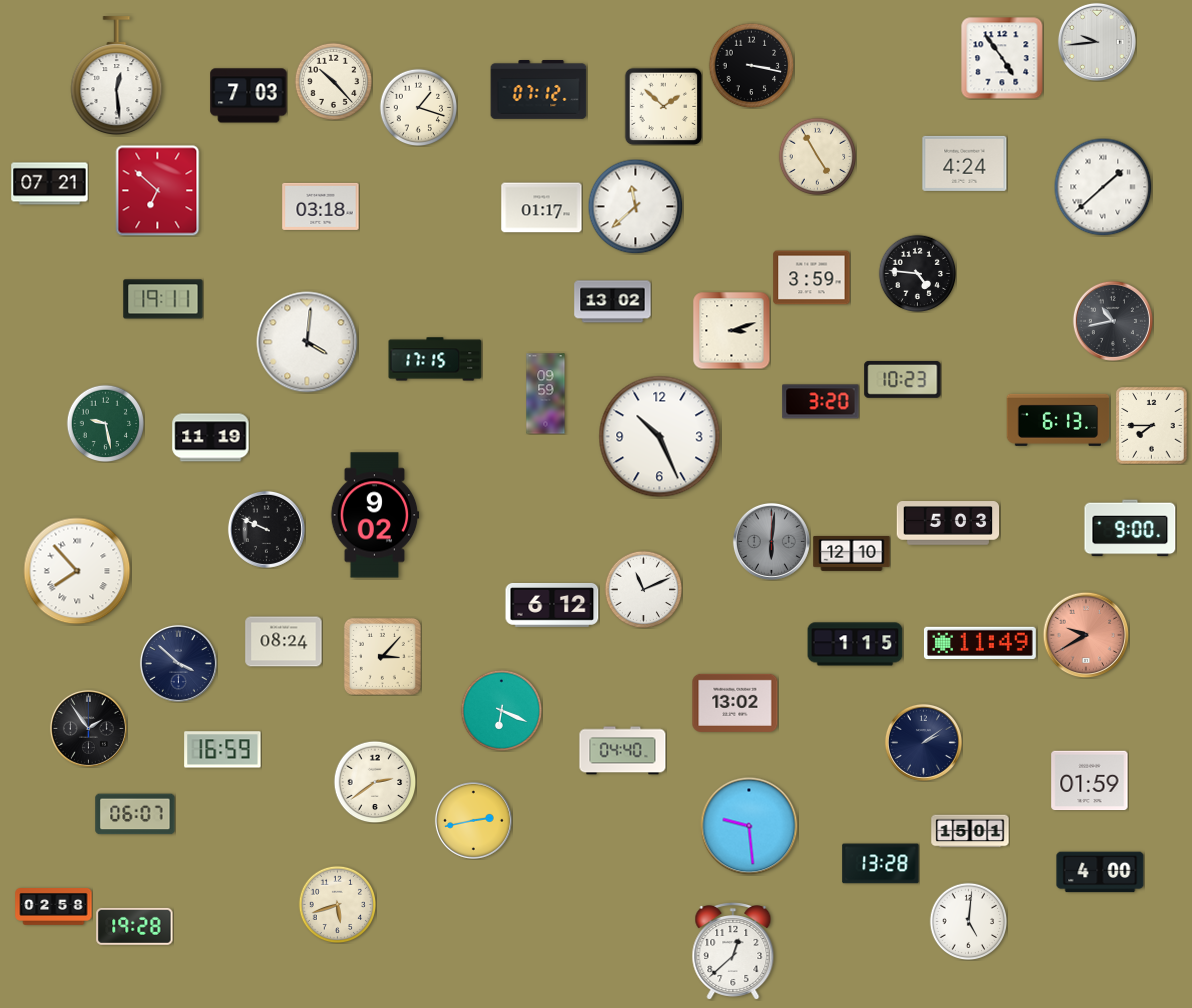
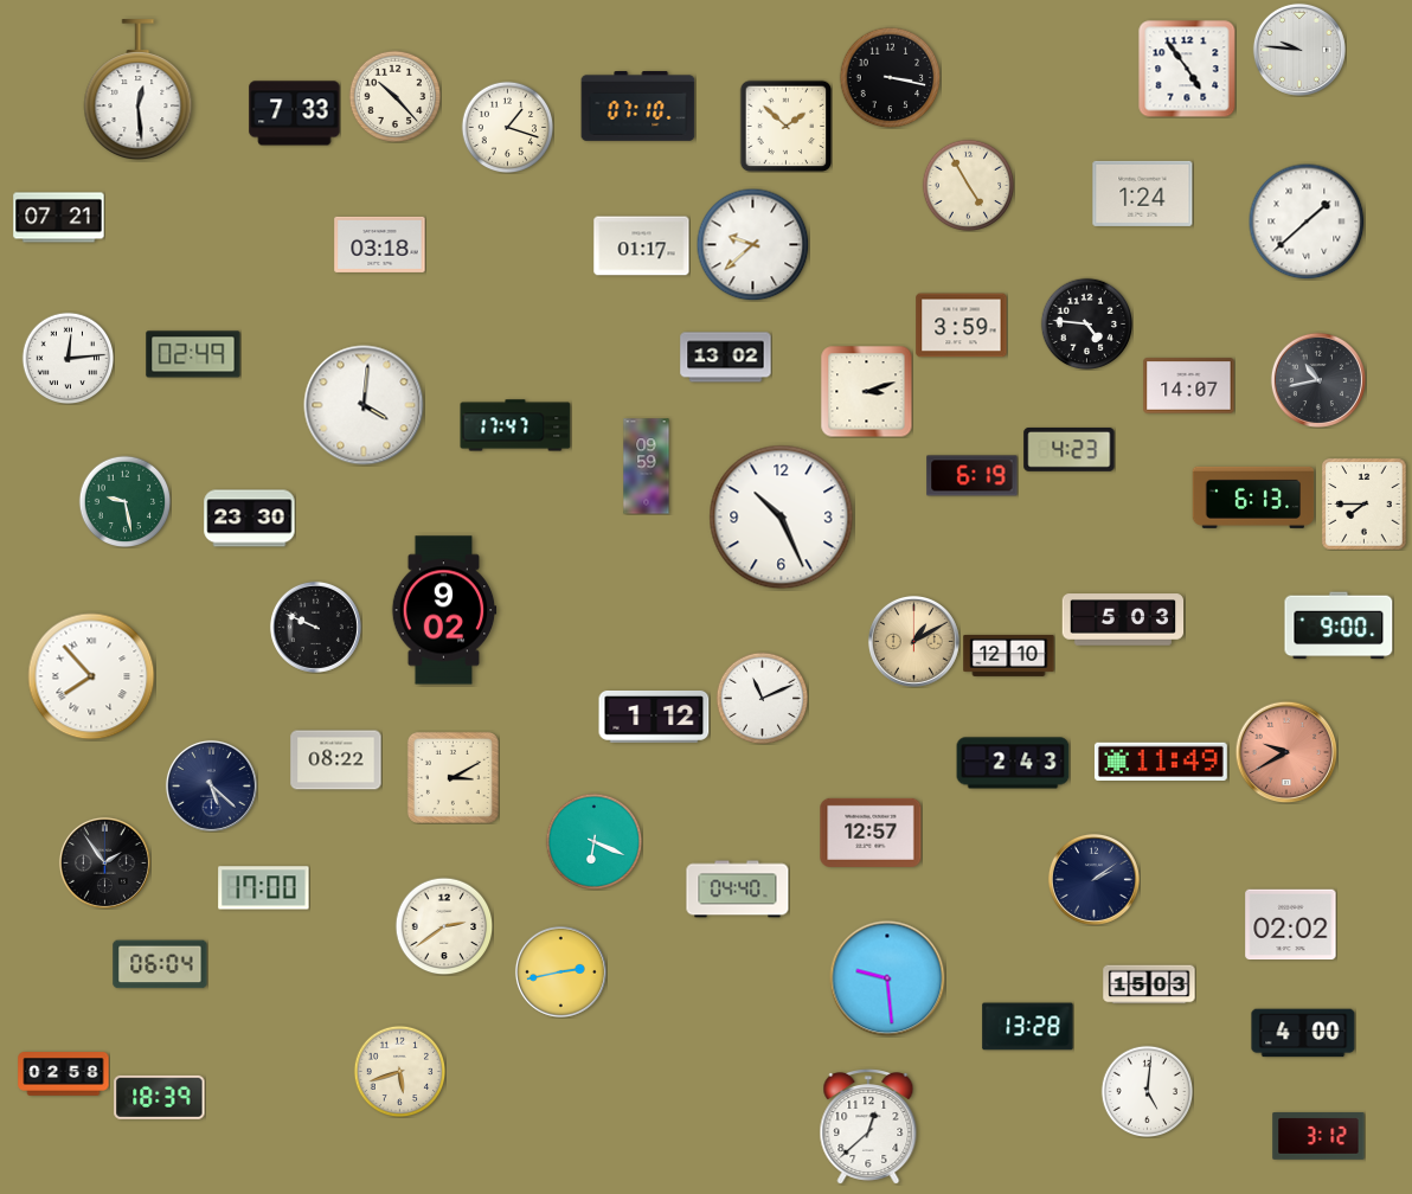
clock at (1097, 42): 9:44 -> 9:46
clock at (539, 90): 07:12 -> 07:10
clock at (249, 96): 7:03 -> 7:33
clock at (418, 107) position: (418, 107) -> (507, 127)
clock at (965, 163): 4:24 -> 1:24
clock at (158, 191): 6:52 -> none
clock at (635, 206): 11:38 -> 9:38
clock at (812, 278) position: (812, 278) -> (962, 326)
clock at (163, 299): 19:11 -> 02:49
clock at (68, 358): none -> 12:14
clock at (1189, 386): none -> 14:07
clock at (435, 359): 17:15 -> 17:47
clock at (903, 379): 10:23 -> 4:23
clock at (821, 402): 3:20 -> 6:19
clock at (211, 438): 11:19 -> 23:30
clock at (771, 541): 6:01 -> 1:10
clock at (771, 541) dial: grey -> champagne
clock at (552, 605): 6:12 -> 1:12
clock at (284, 642): 08:24 -> 08:22
clock at (855, 644): 1:15 -> 2:43
clock at (382, 656): 3:07 -> 3:10
clock at (178, 663): 3:52 -> 5:22
clock at (735, 703): 13:02 -> 12:57
clock at (223, 750): 16:59 -> 17:00
clock at (1090, 781): 01:59 -> 02:02
clock at (135, 814): 06:07 -> 06:04
clock at (970, 831): 15:01 -> 15:03
clock at (881, 864) position: (881, 864) -> (1028, 1027)
clock at (135, 926): 19:28 -> 18:39
clock at (1318, 1137): none -> 3:12
